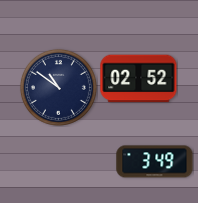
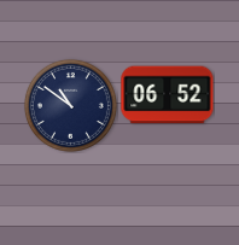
clock at (139, 79): 02:52 -> 06:52
clock at (155, 162): 3:49 -> none
